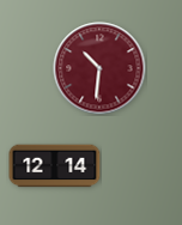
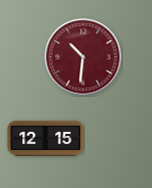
clock at (55, 166): 12:14 -> 12:15
